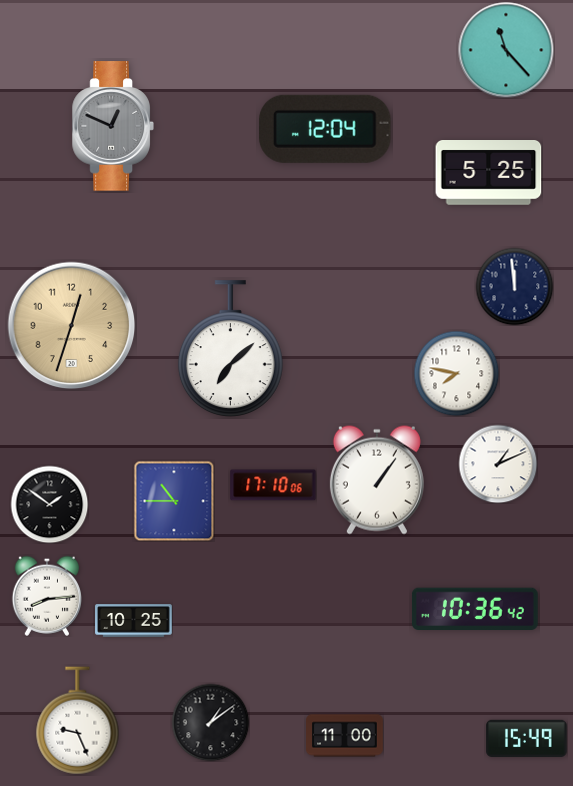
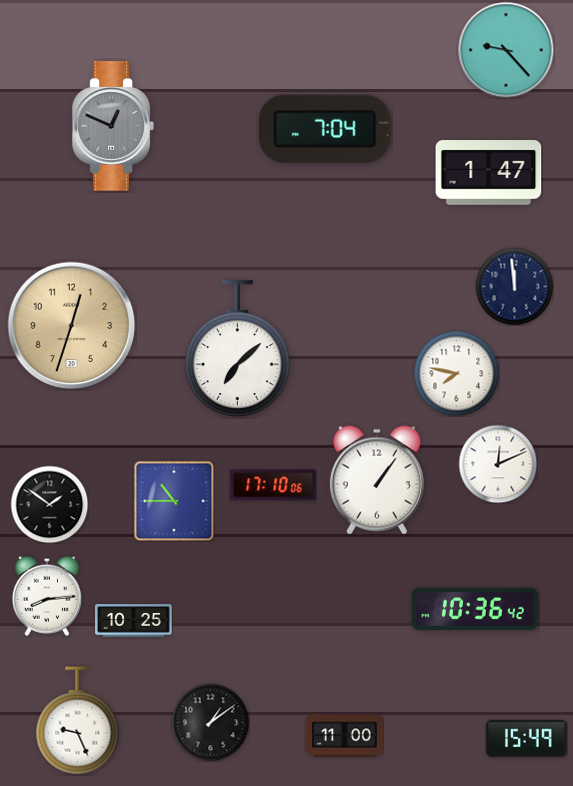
clock at (506, 50): 11:23 -> 9:23
clock at (325, 129): 12:04 -> 7:04
clock at (489, 173): 5:25 -> 1:47
clock at (230, 348) position: (230, 348) -> (237, 348)
clock at (498, 464): 1:11 -> 12:11
